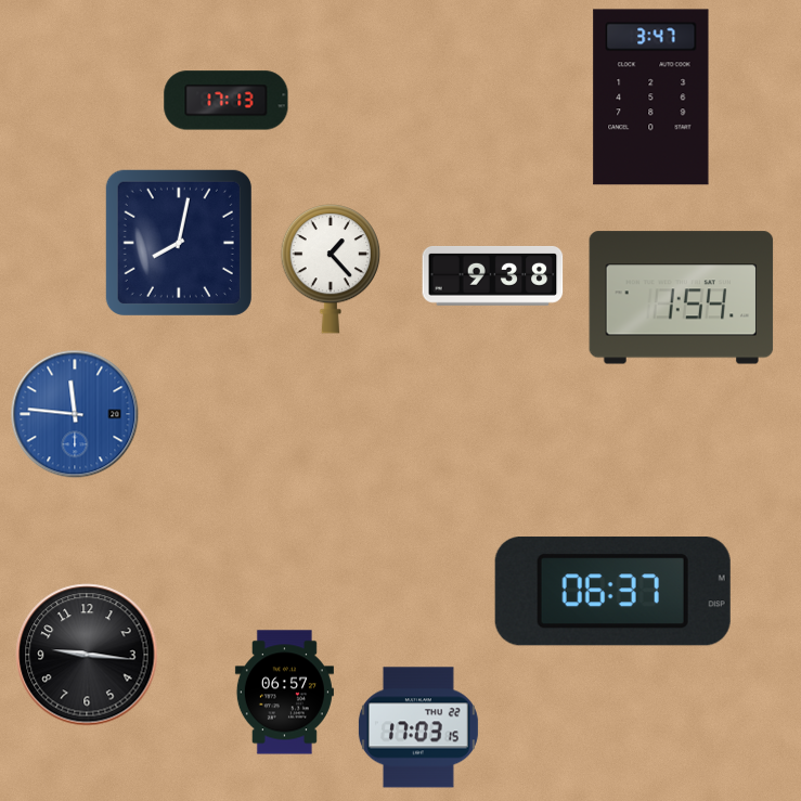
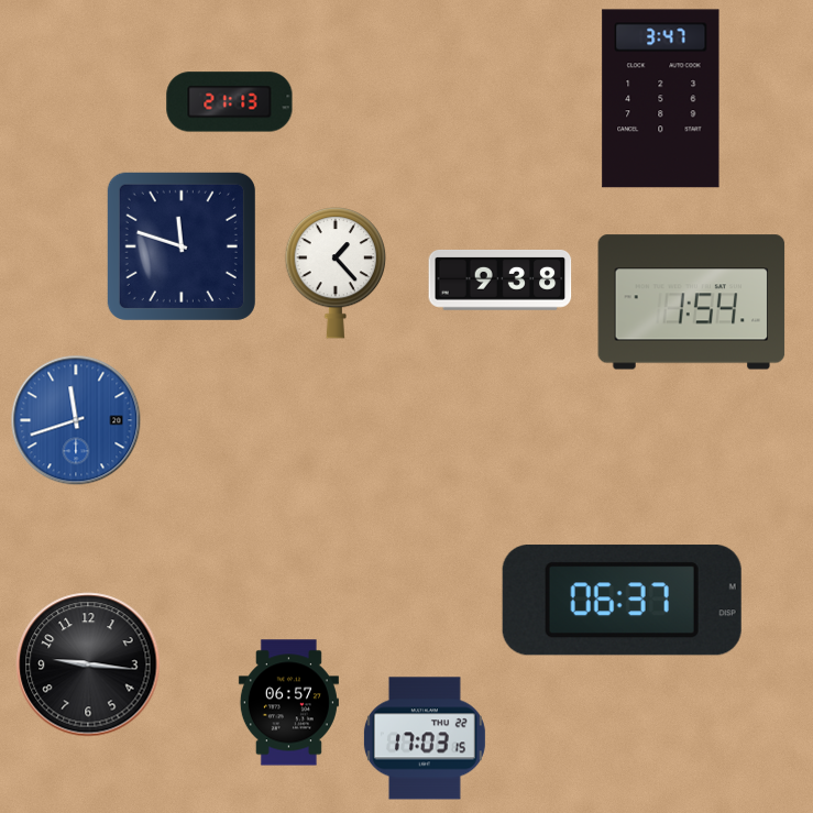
clock at (227, 101): 17:13 -> 21:13
clock at (179, 243): 8:02 -> 11:48
clock at (75, 414): 11:46 -> 11:42
